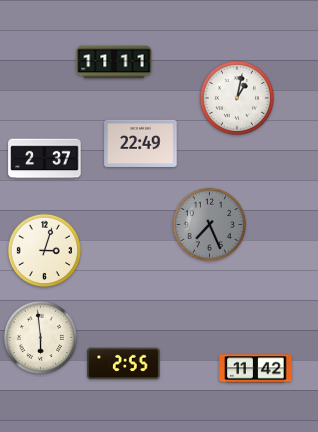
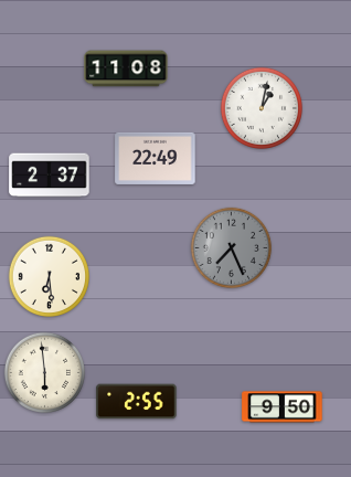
clock at (114, 62): 11:11 -> 11:08
clock at (44, 250): 3:03 -> 6:29
clock at (256, 369): 11:42 -> 9:50
